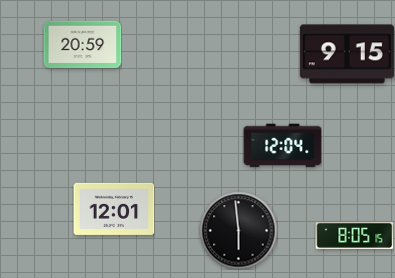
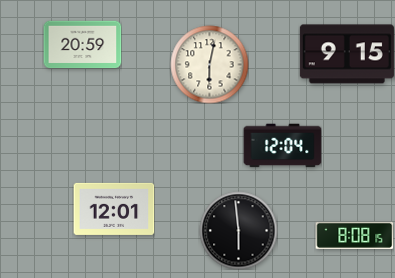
clock at (209, 64): none -> 6:02
clock at (354, 235): 8:05 -> 8:08
